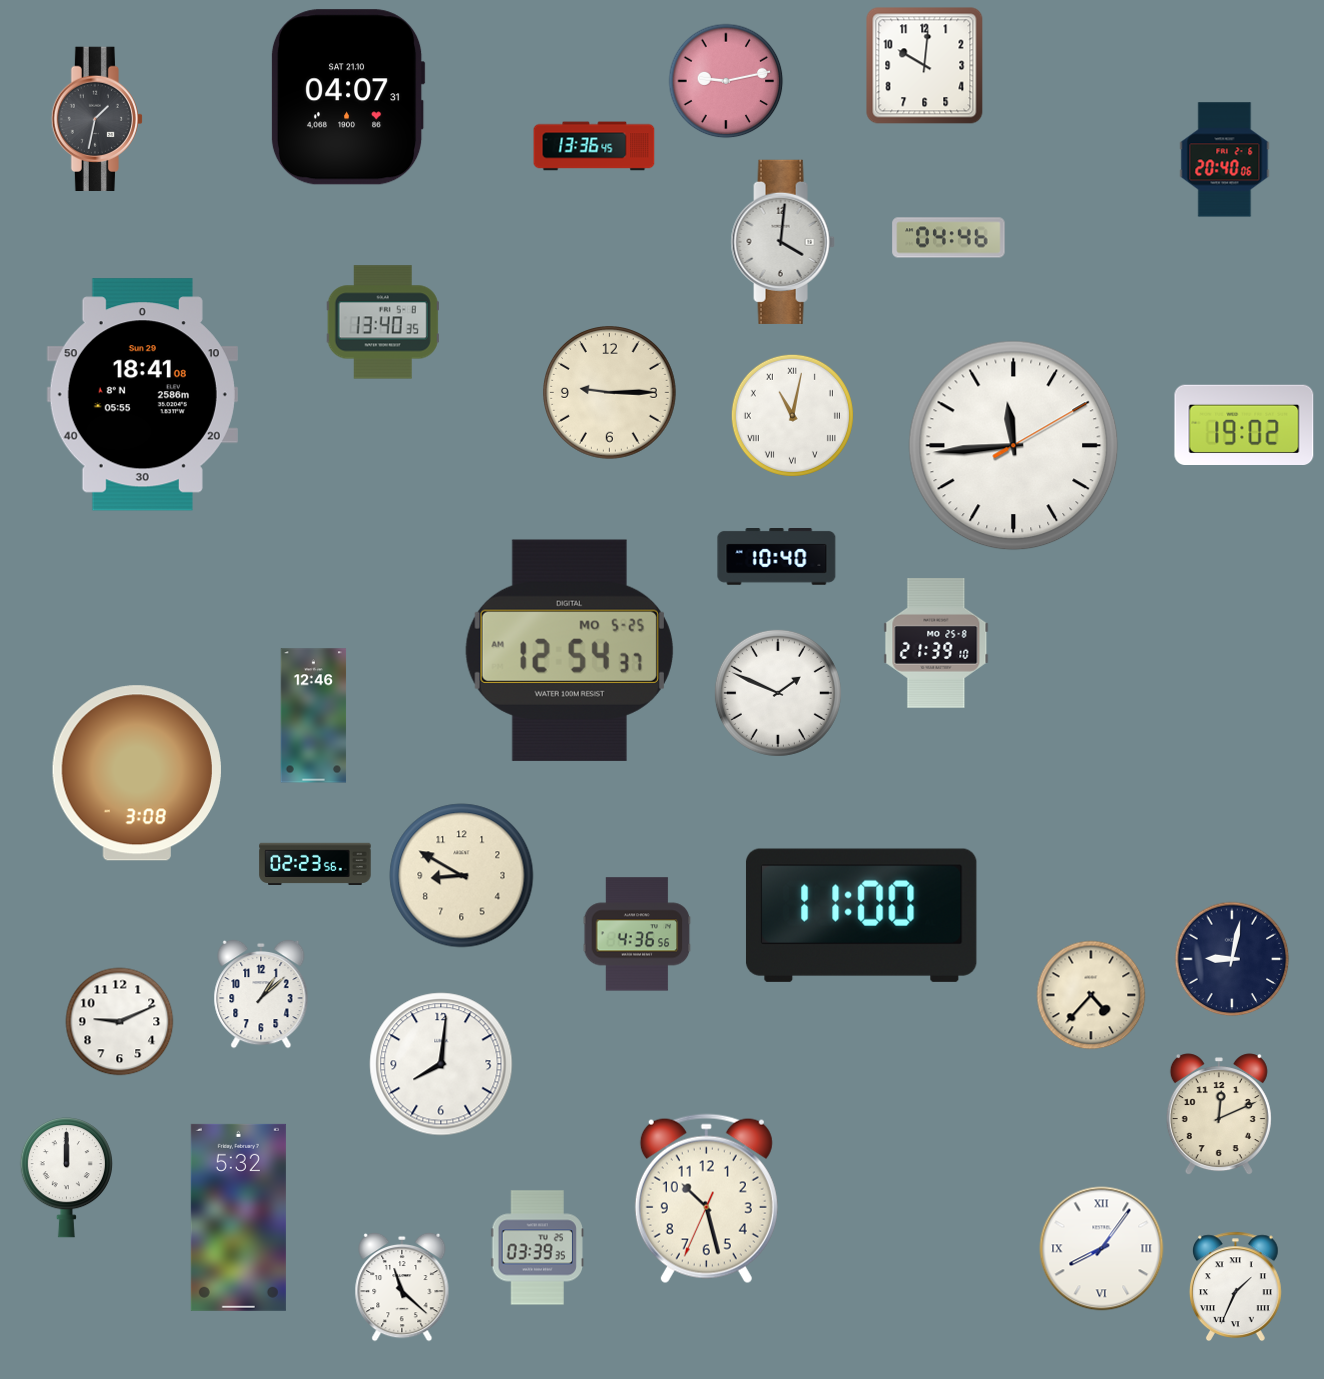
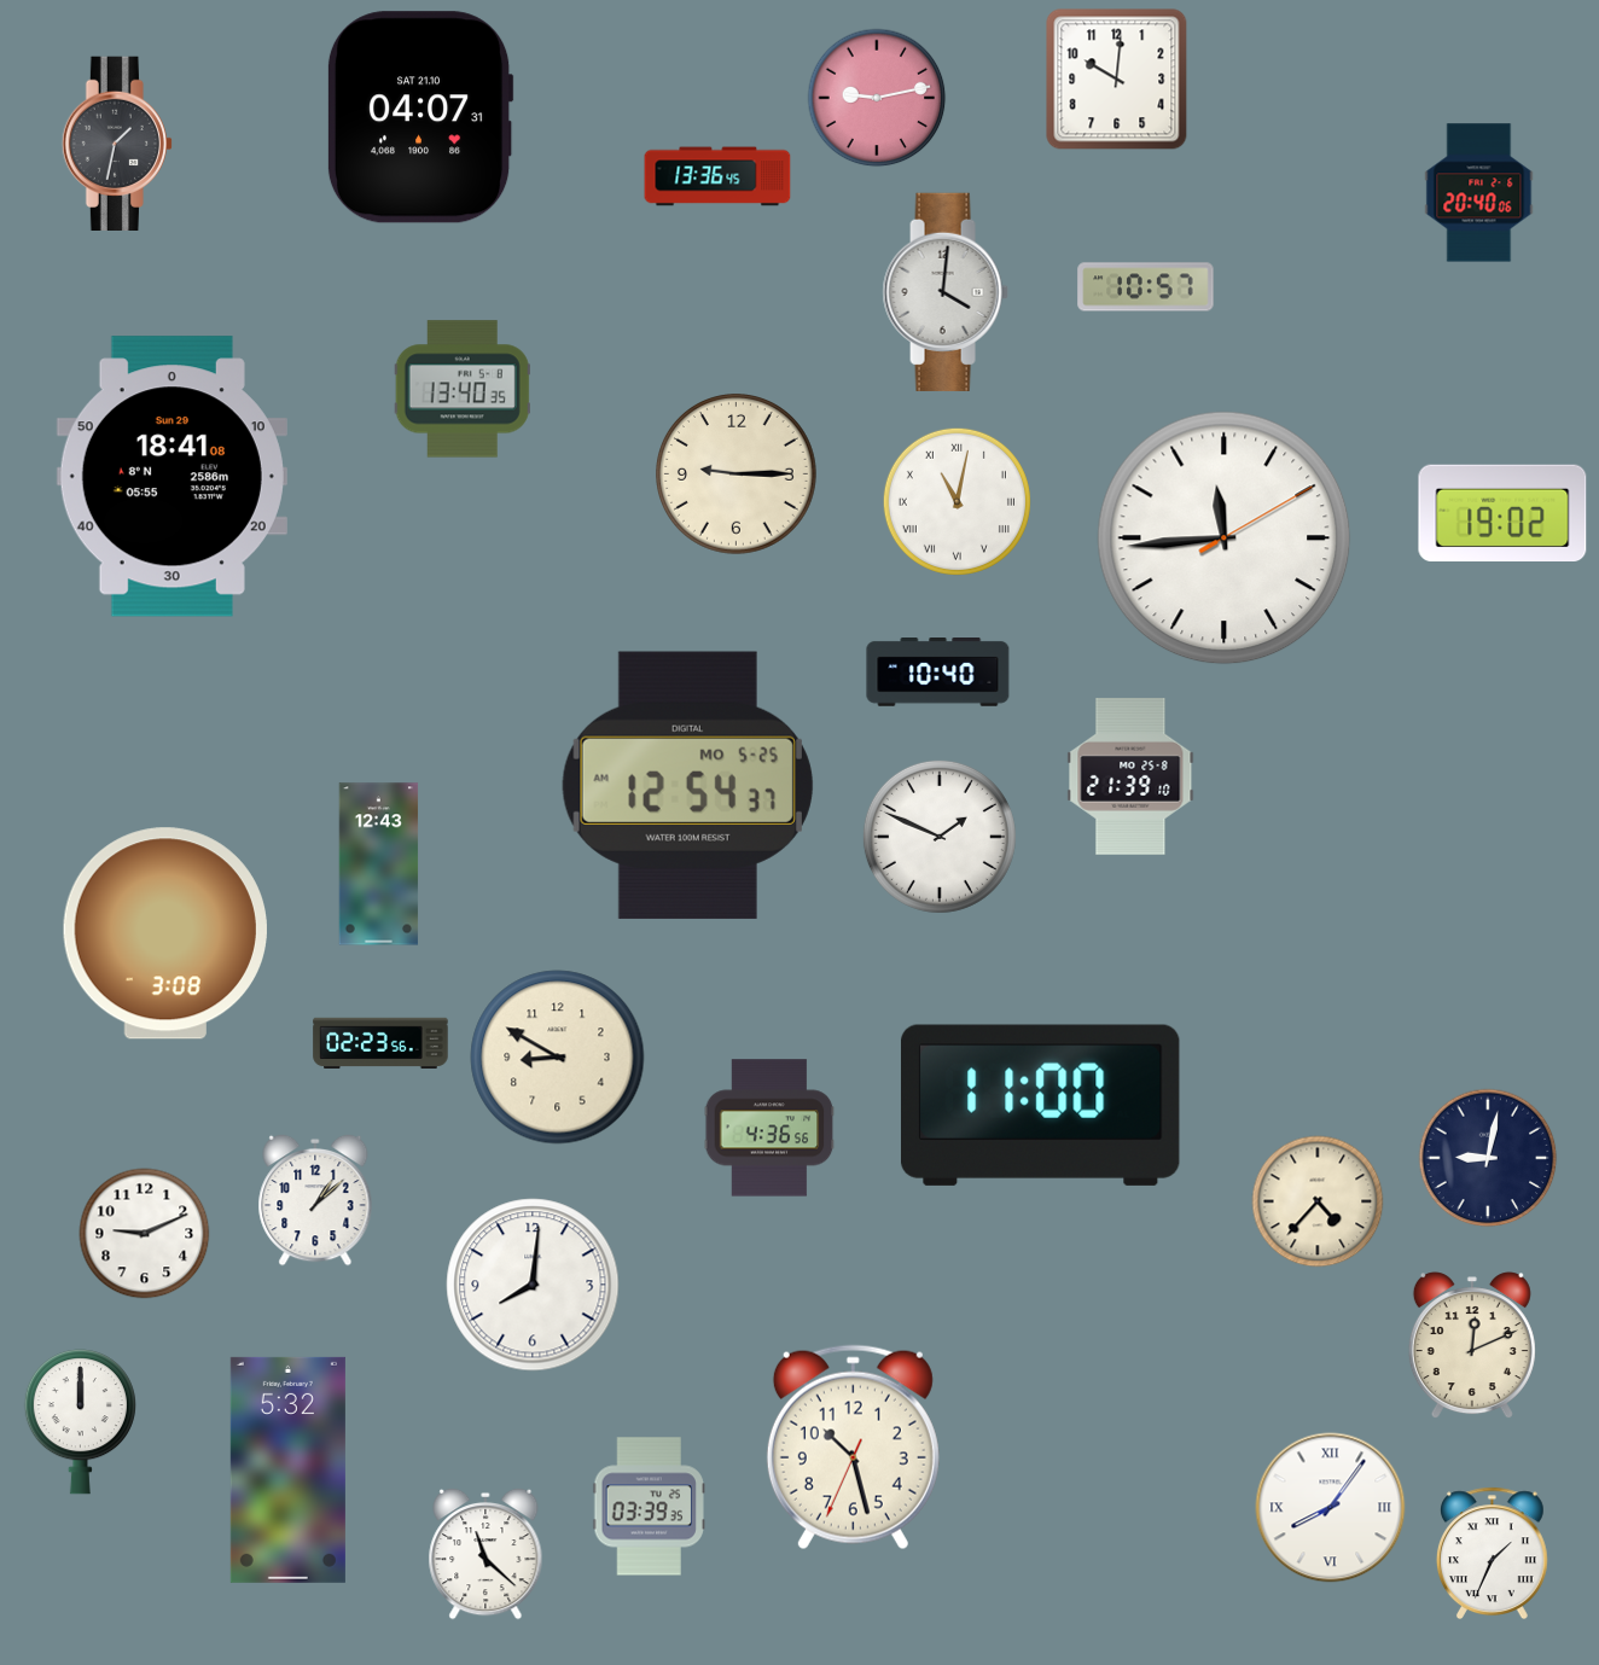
clock at (949, 238): 04:46 -> 10:57
clock at (314, 716): 12:46 -> 12:43
